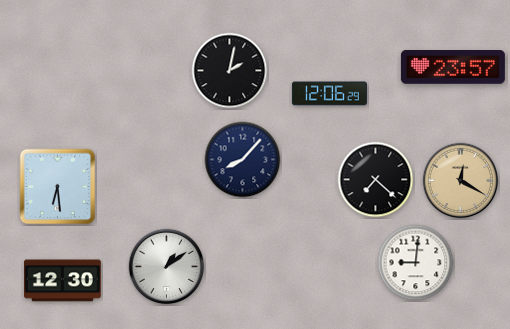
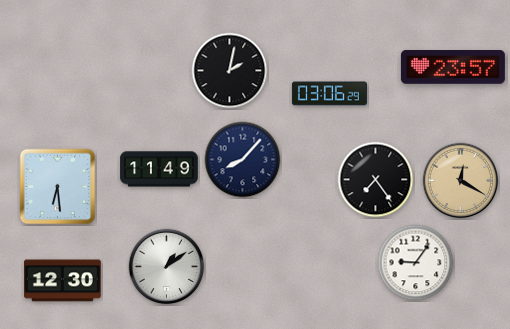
clock at (329, 94): 12:06 -> 03:06
clock at (159, 169): none -> 11:49
clock at (376, 180): 7:22 -> 7:24
clock at (416, 263): 9:01 -> 9:06
